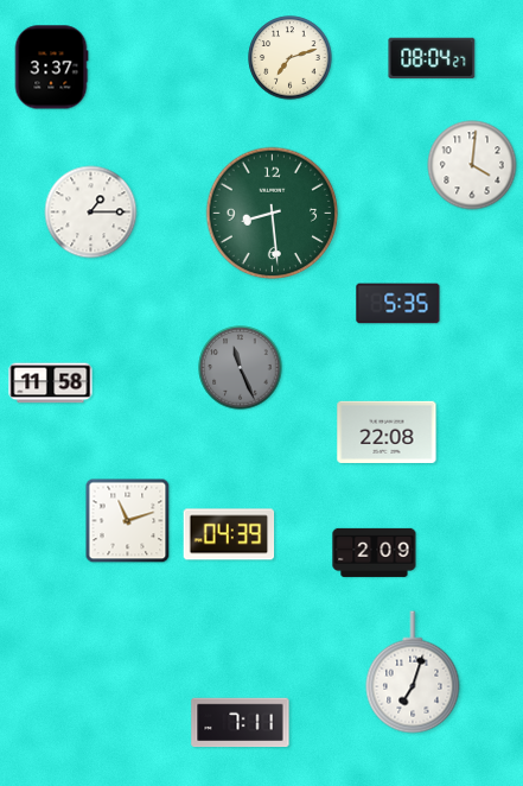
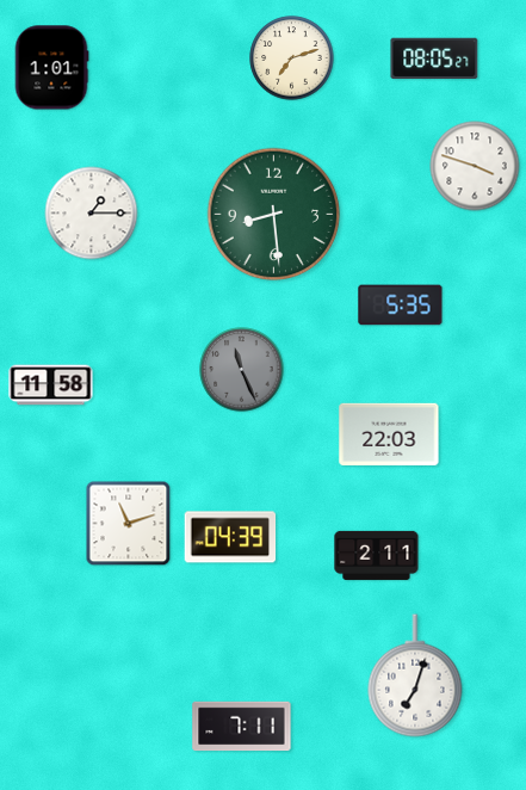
clock at (432, 58): 08:04 -> 08:05
clock at (51, 68): 3:37 -> 1:01
clock at (472, 165): 4:01 -> 3:48
clock at (387, 432): 22:08 -> 22:03
clock at (375, 552): 2:09 -> 2:11
